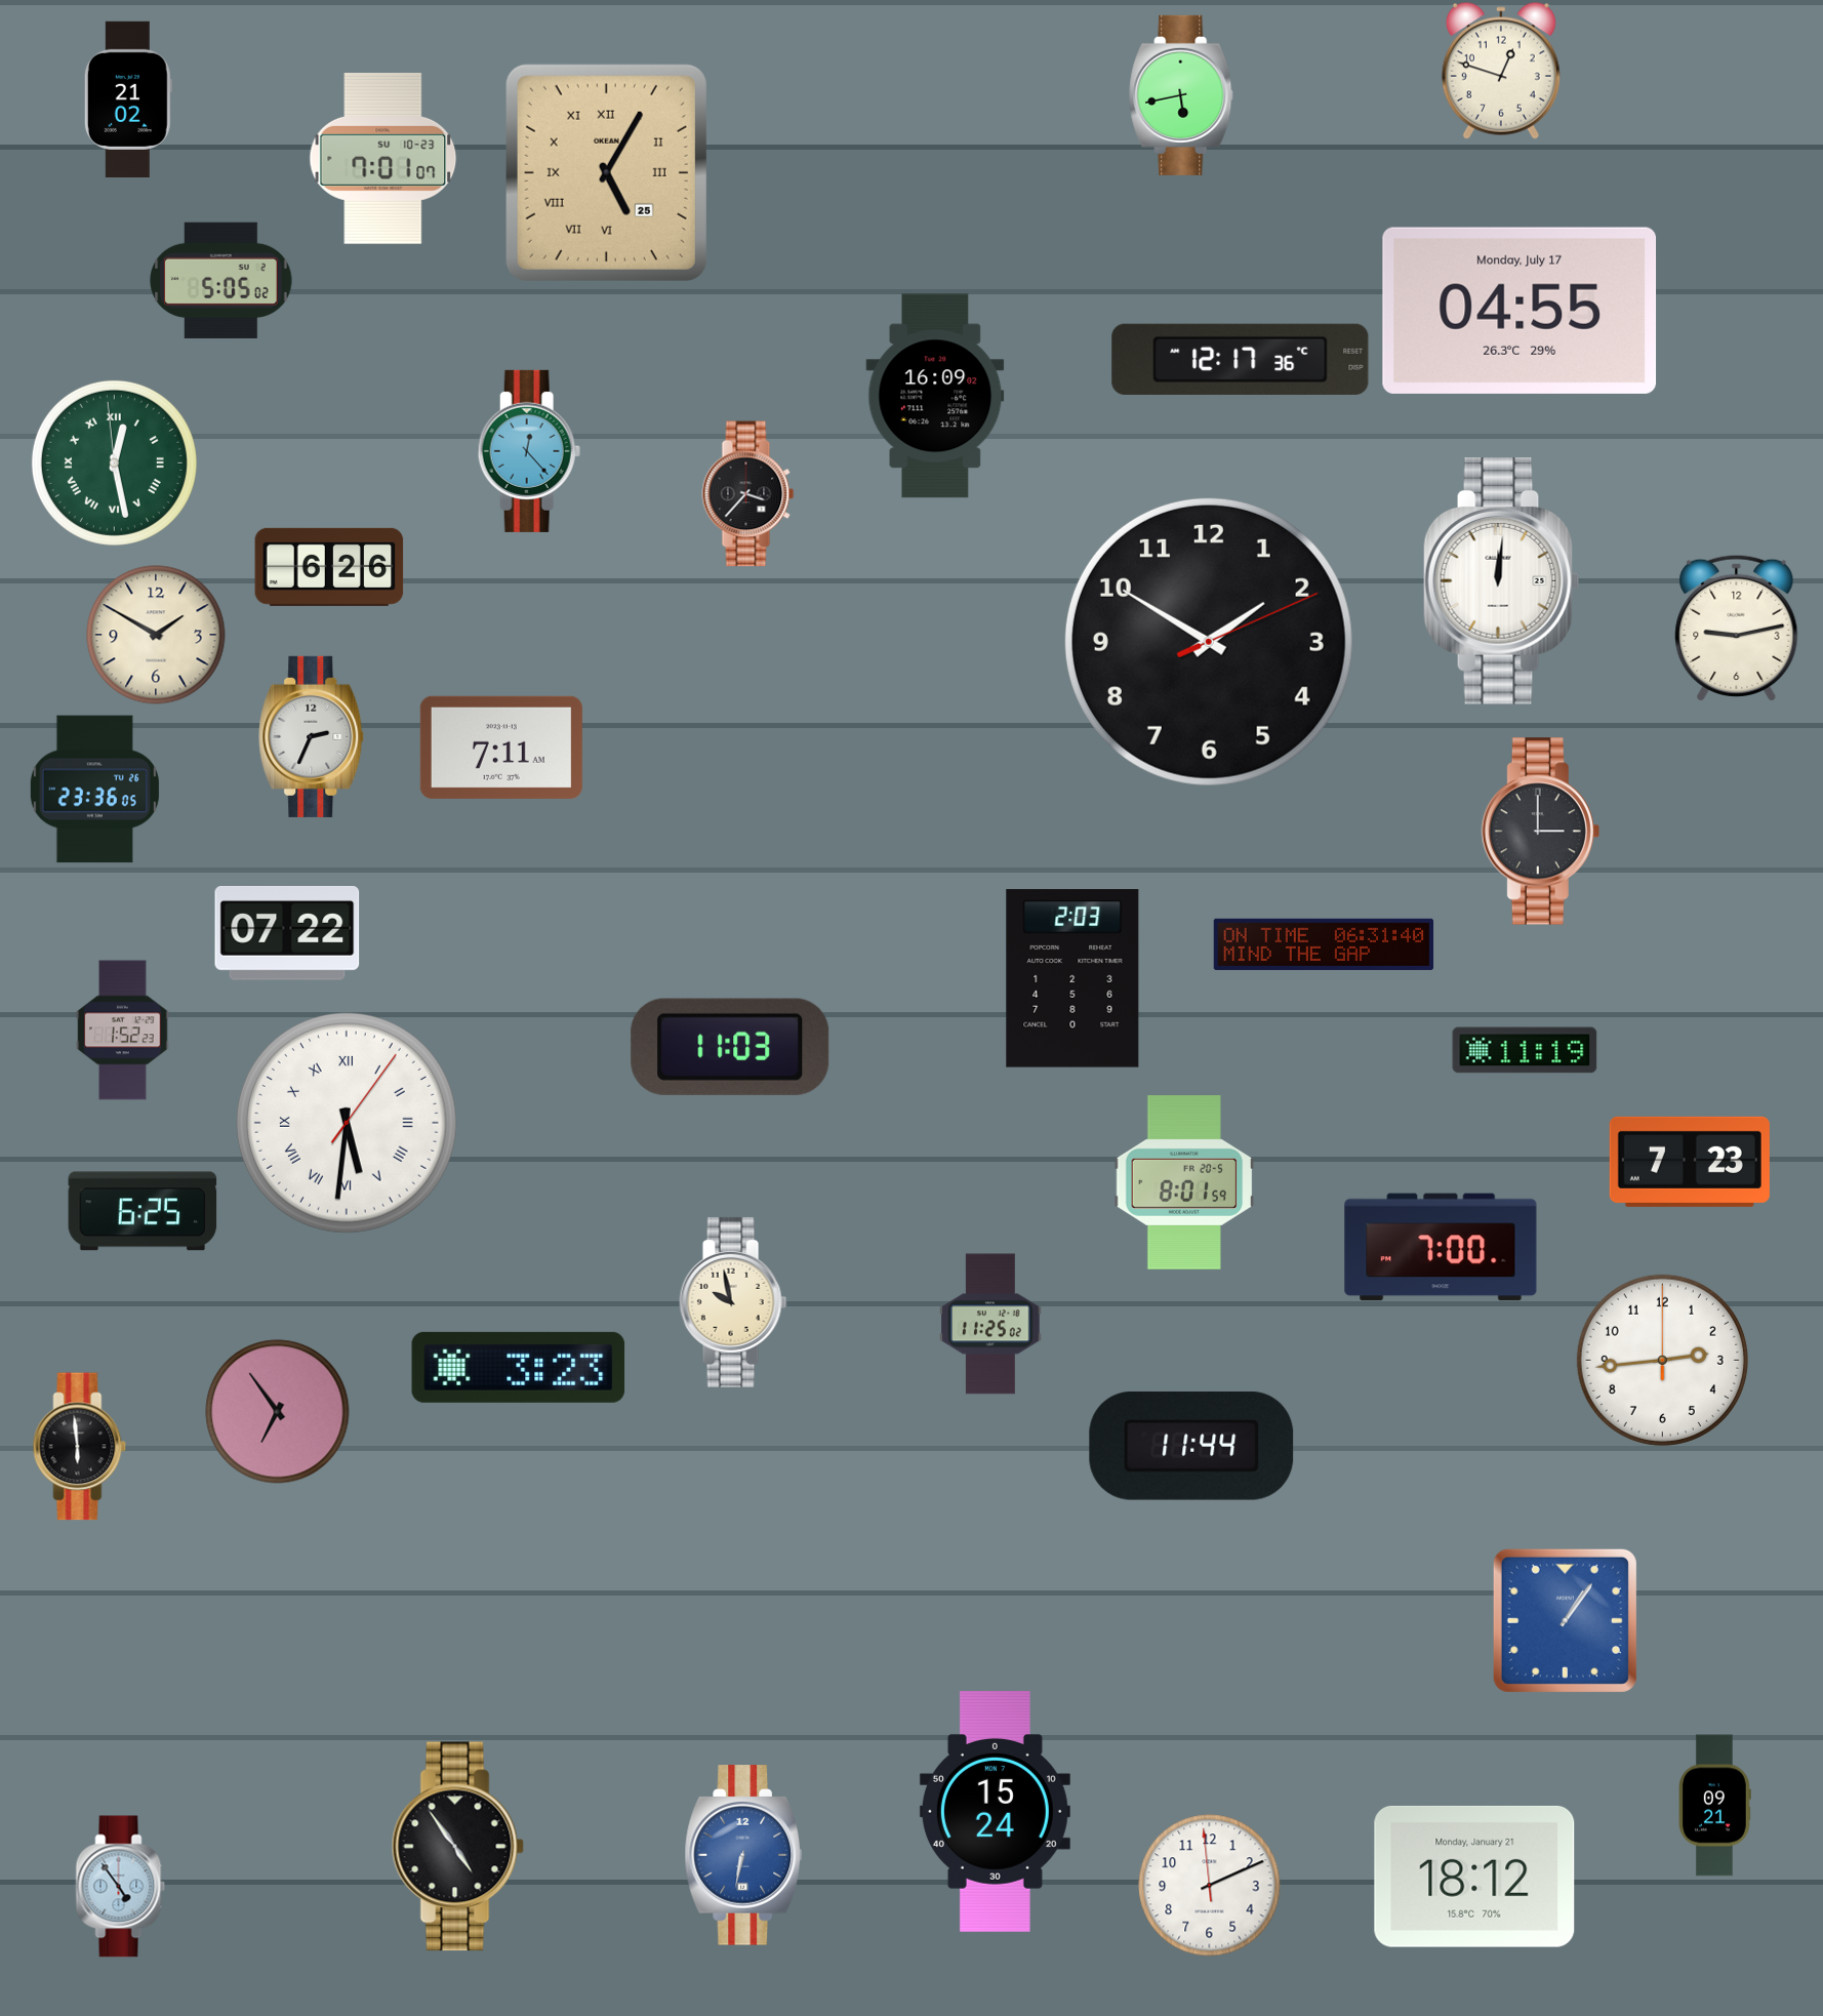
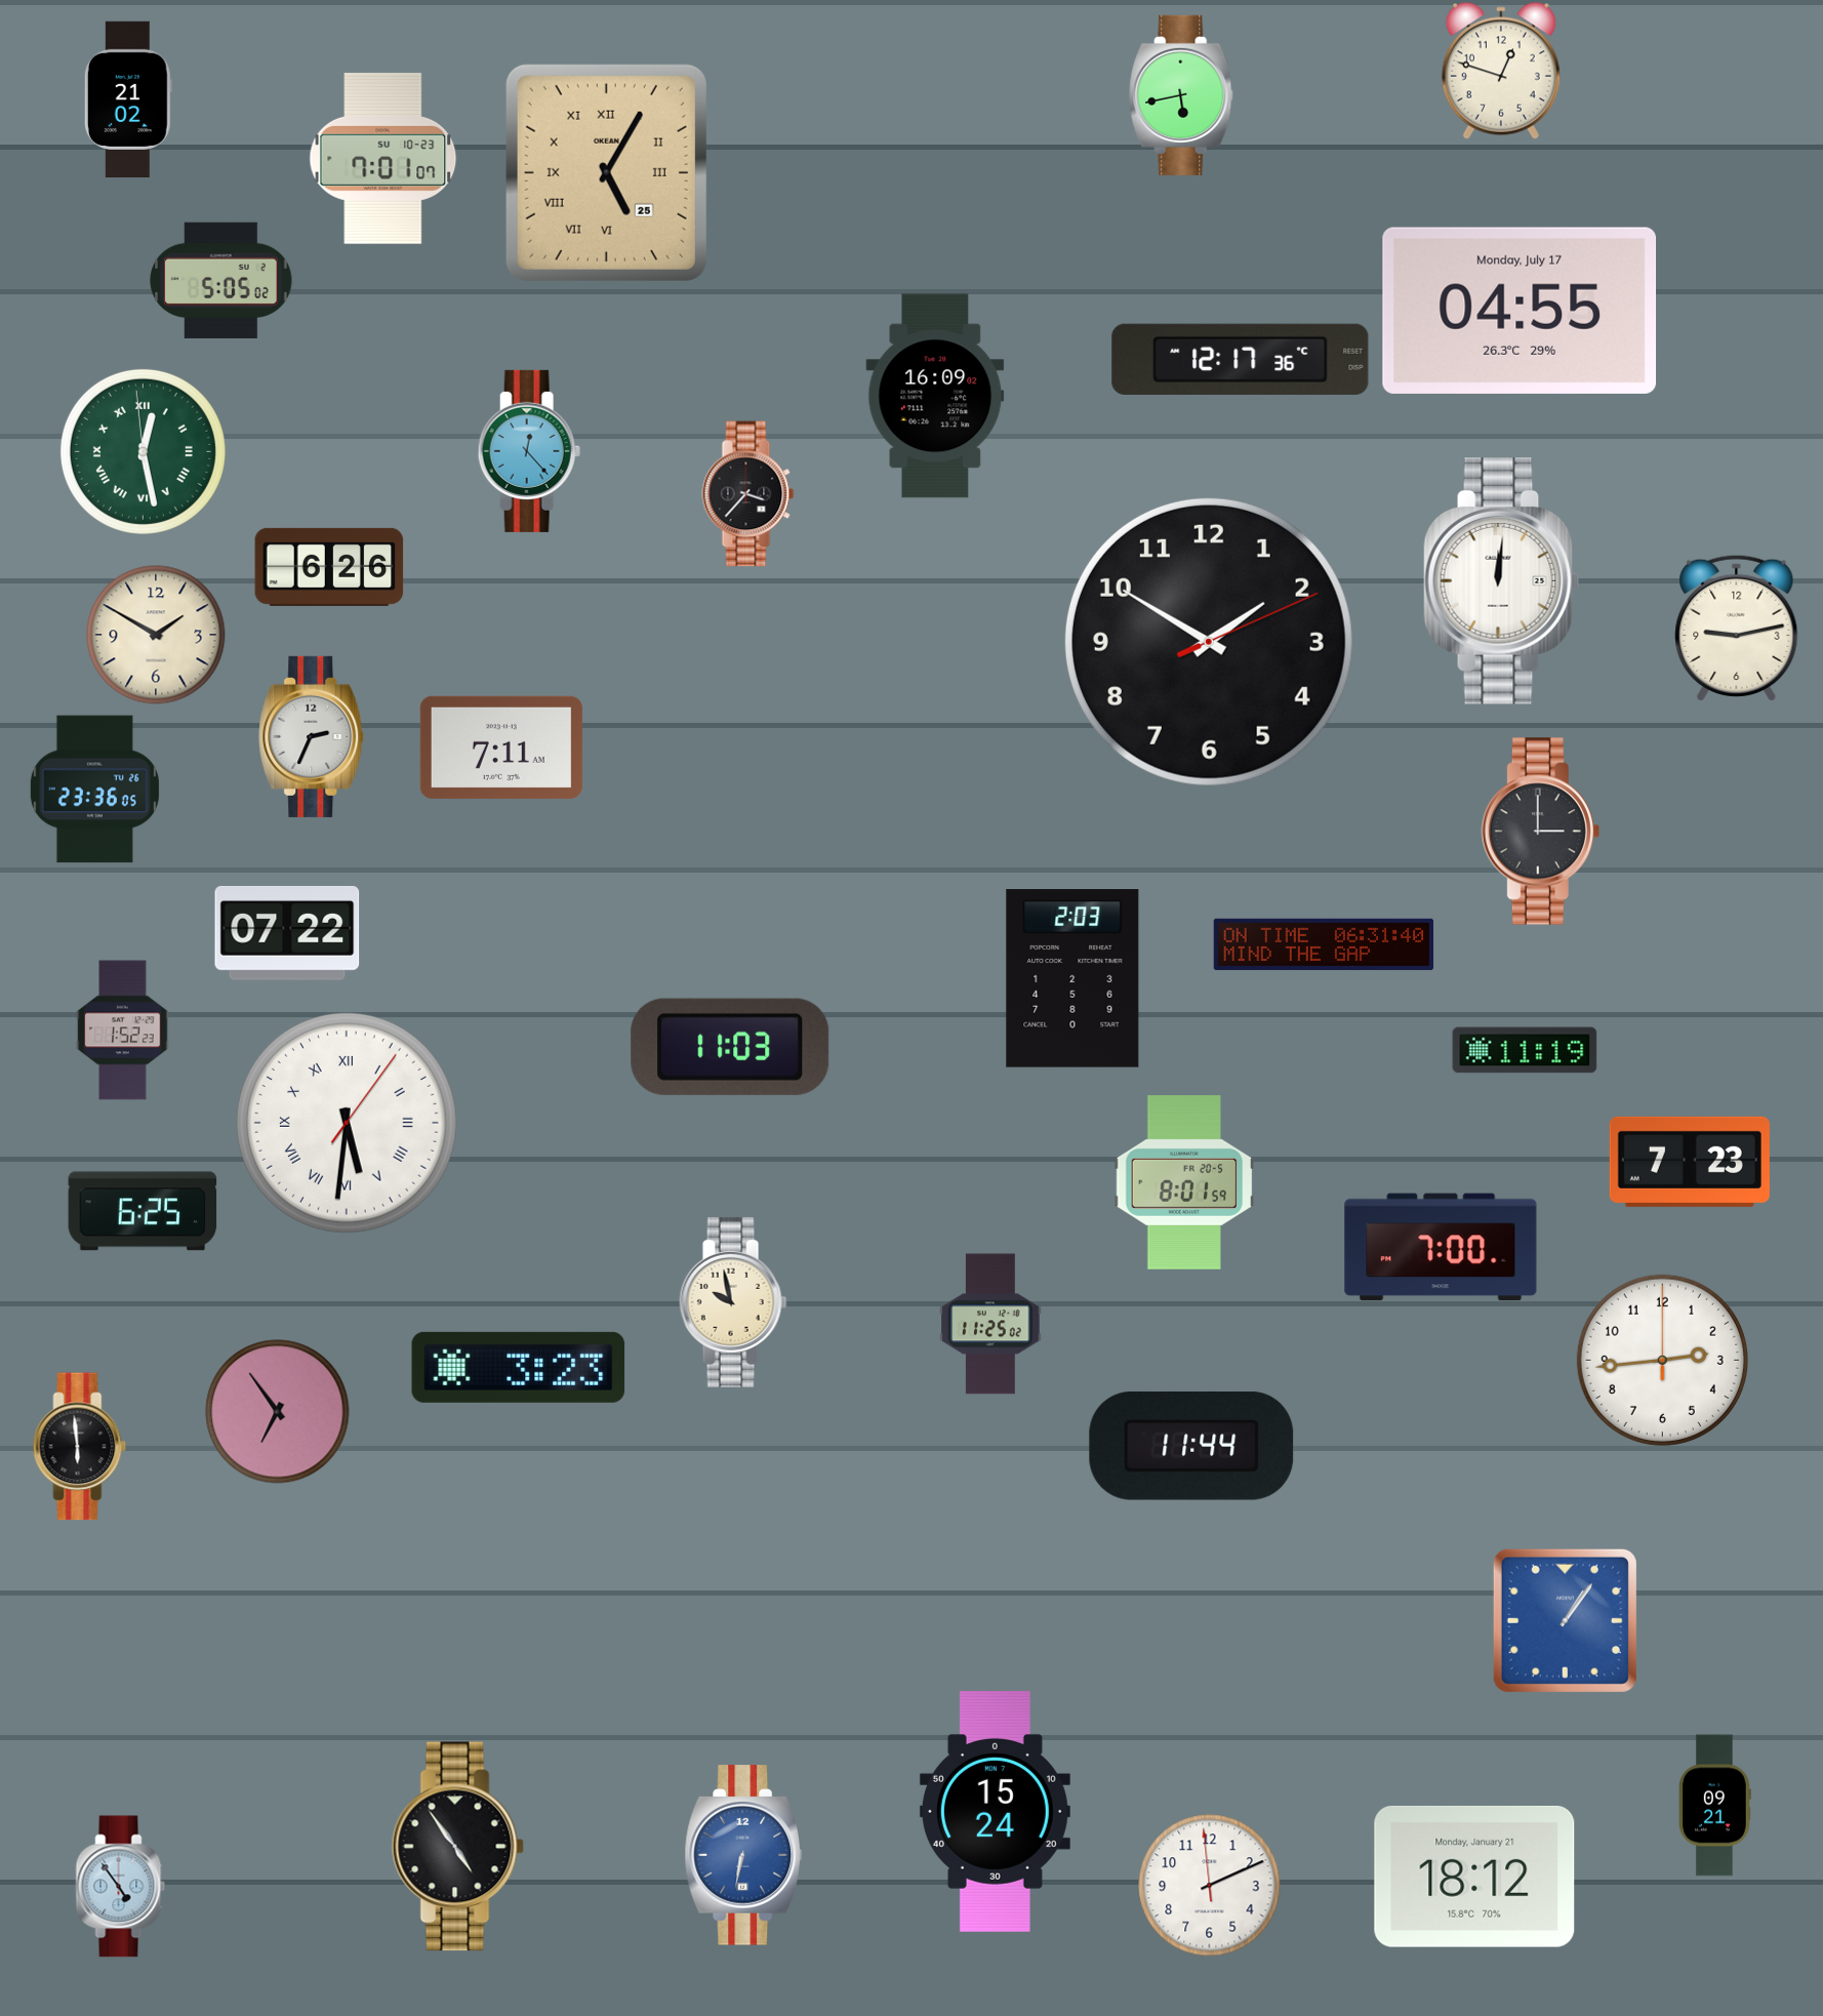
clock at (114, 462) position: (114, 462) -> (143, 451)
